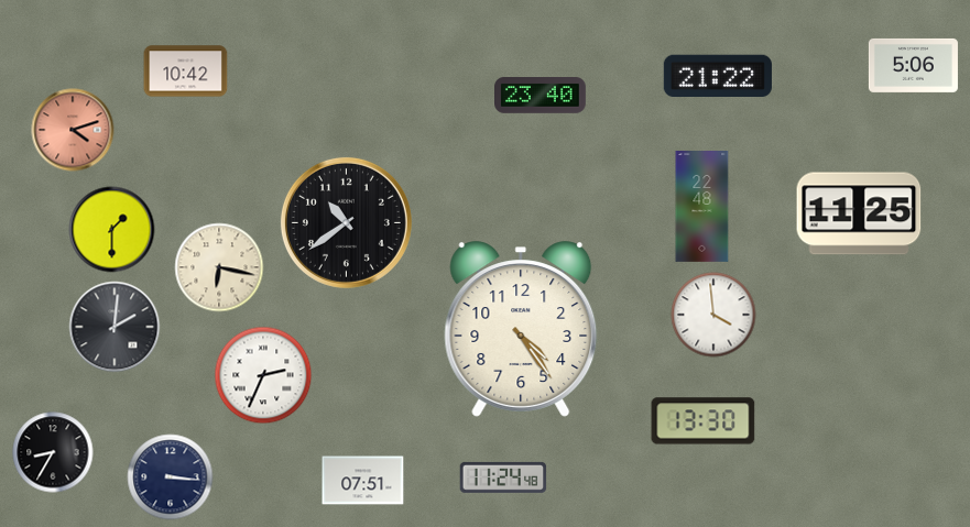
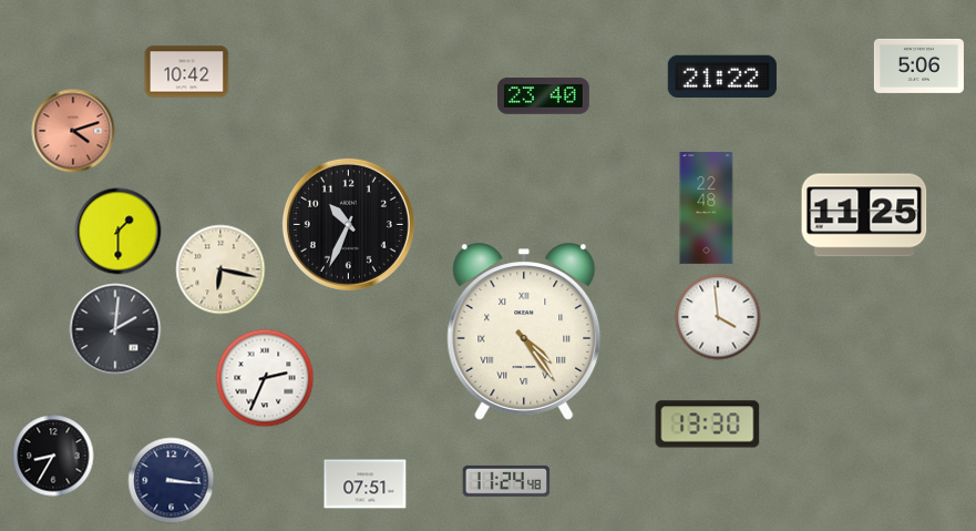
clock at (346, 222): 10:39 -> 10:34
clock at (112, 230) position: (112, 230) -> (119, 232)
clock at (521, 329) numerals: Arabic -> Roman
